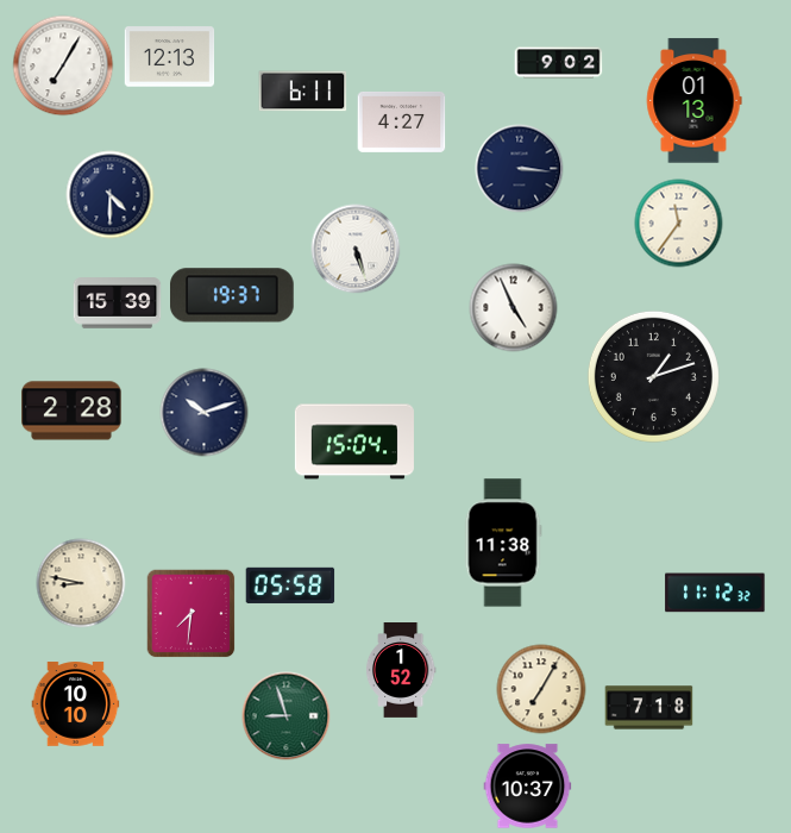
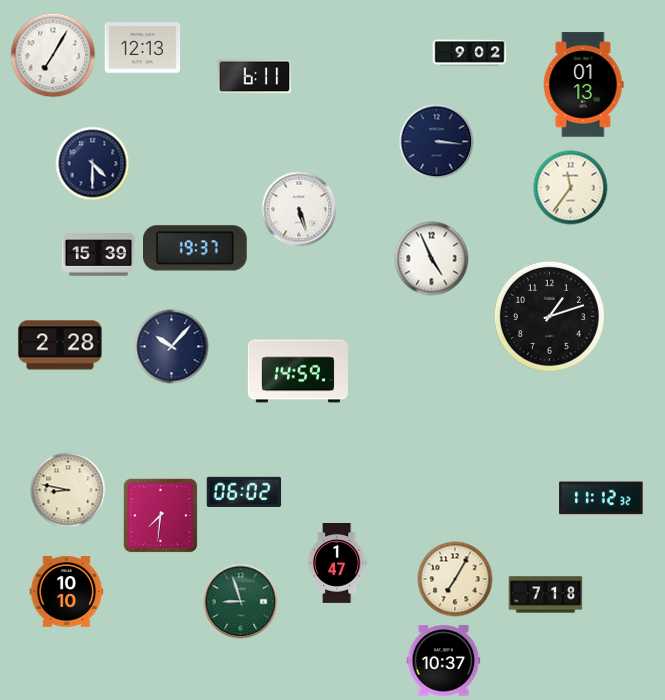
clock at (402, 121): 4:27 -> none
clock at (205, 413): 10:12 -> 10:07
clock at (354, 441): 15:04 -> 14:59
clock at (503, 543): 11:38 -> none
clock at (290, 585): 05:58 -> 06:02
clock at (401, 671): 1:52 -> 1:47
clock at (76, 704) position: (76, 704) -> (67, 592)
